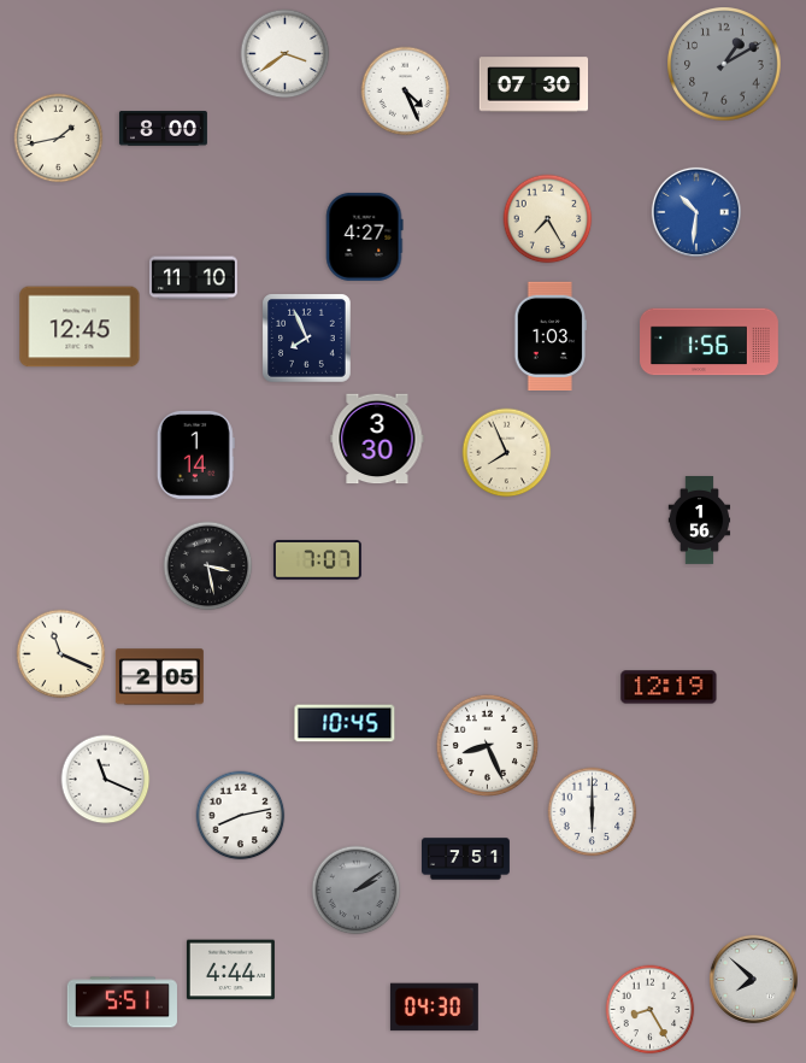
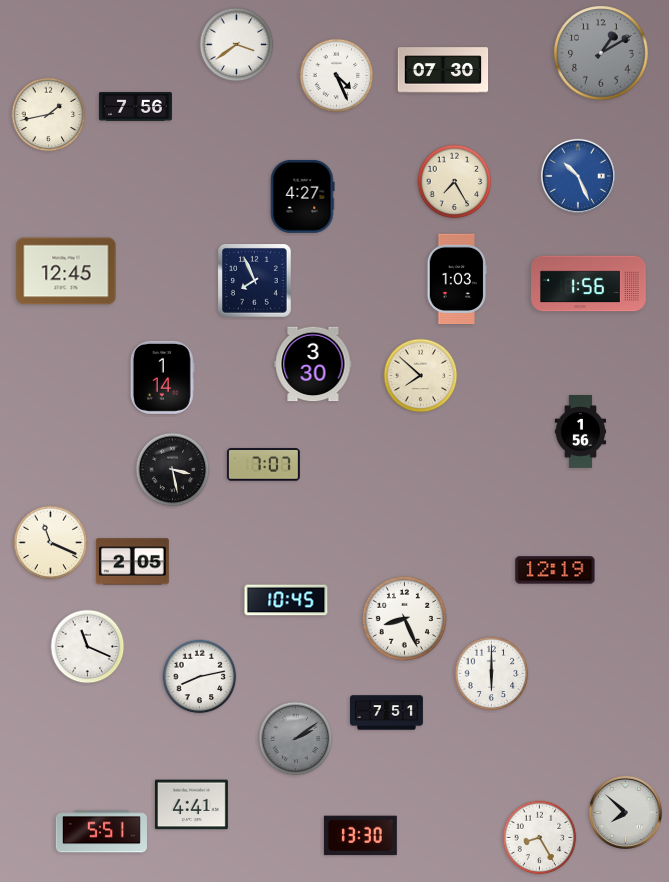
clock at (163, 129): 8:00 -> 7:56
clock at (696, 212): 10:31 -> 10:26
clock at (193, 278): 11:10 -> none
clock at (507, 453): 7:56 -> 7:52
clock at (230, 970): 4:44 -> 4:41
clock at (434, 1008): 04:30 -> 13:30
